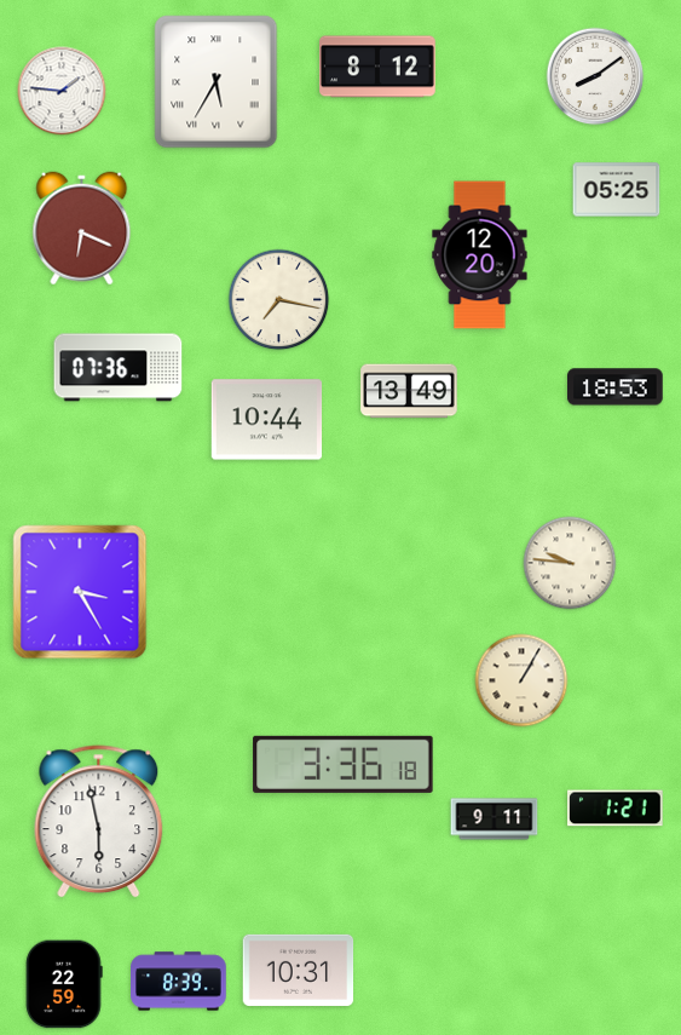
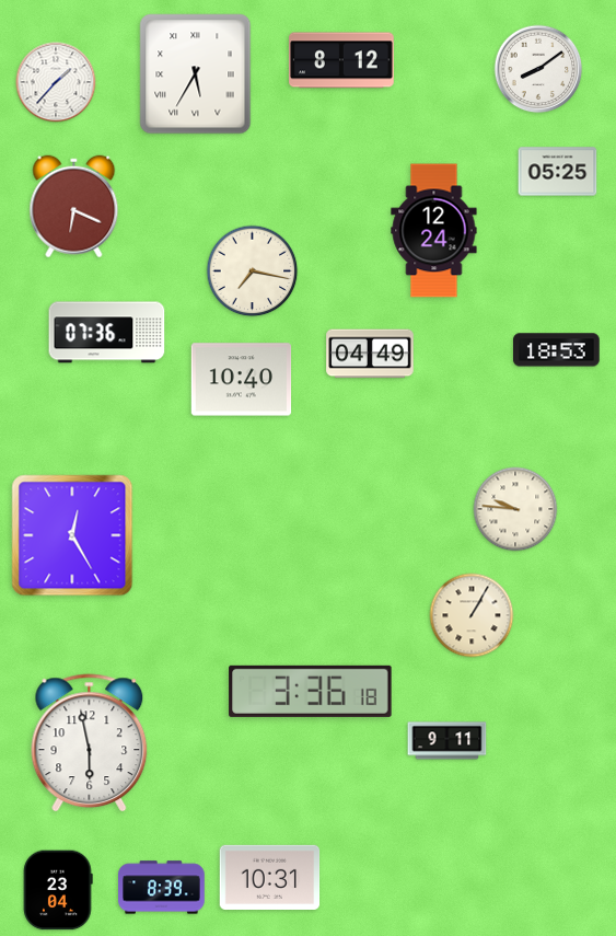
clock at (62, 91): 1:46 -> 1:37
clock at (480, 255): 12:20 -> 12:24
clock at (409, 391): 13:49 -> 04:49
clock at (267, 420): 10:44 -> 10:40
clock at (80, 592): 3:25 -> 12:25
clock at (616, 809): 1:21 -> none
clock at (64, 984): 22:59 -> 23:04
